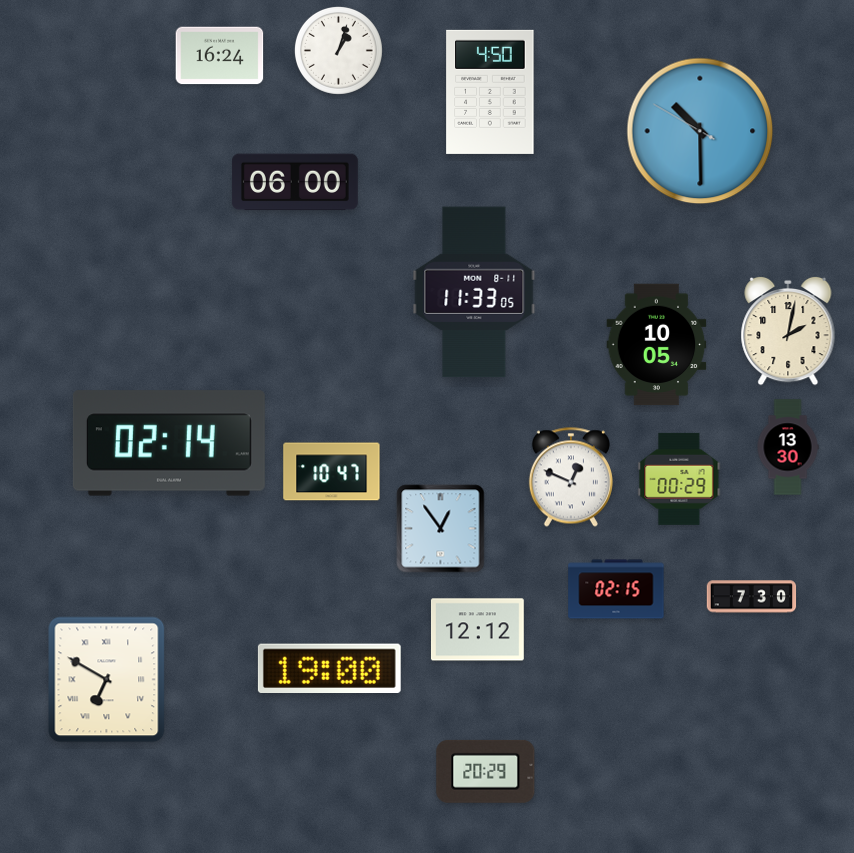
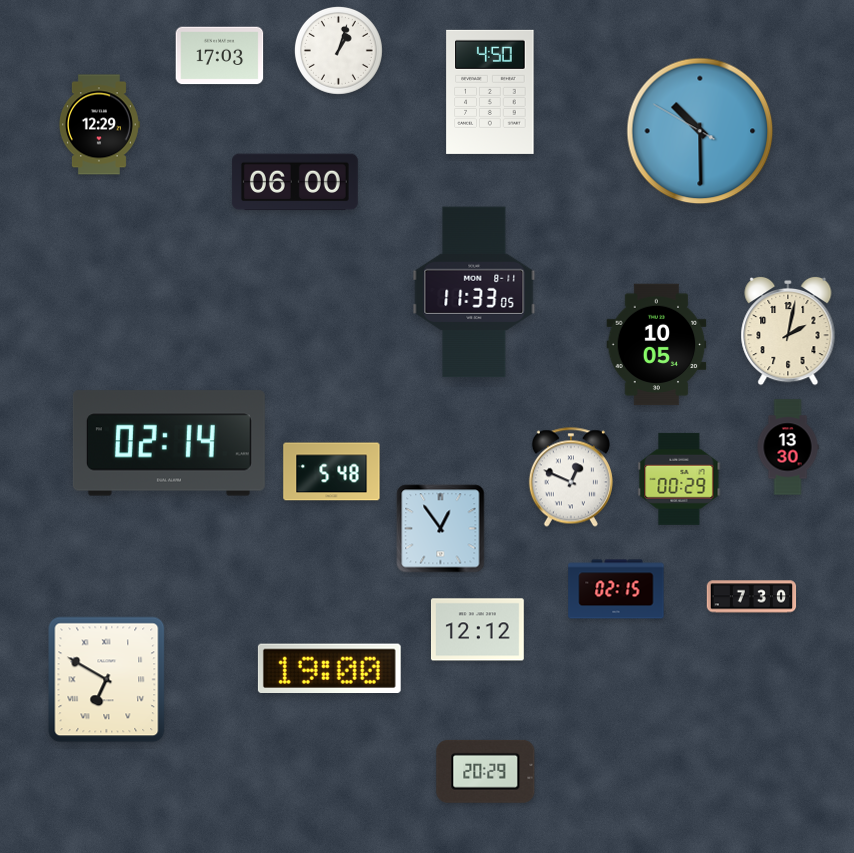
clock at (220, 56): 16:24 -> 17:03
clock at (99, 125): none -> 12:29
clock at (332, 472): 10:47 -> 5:48
